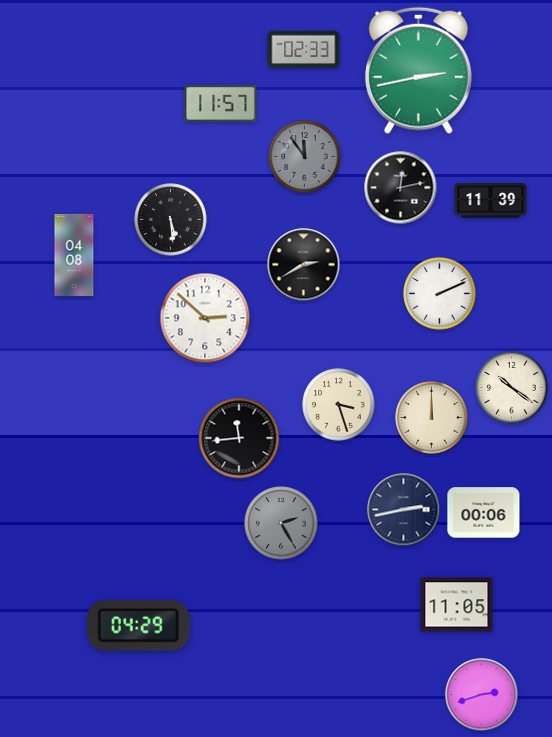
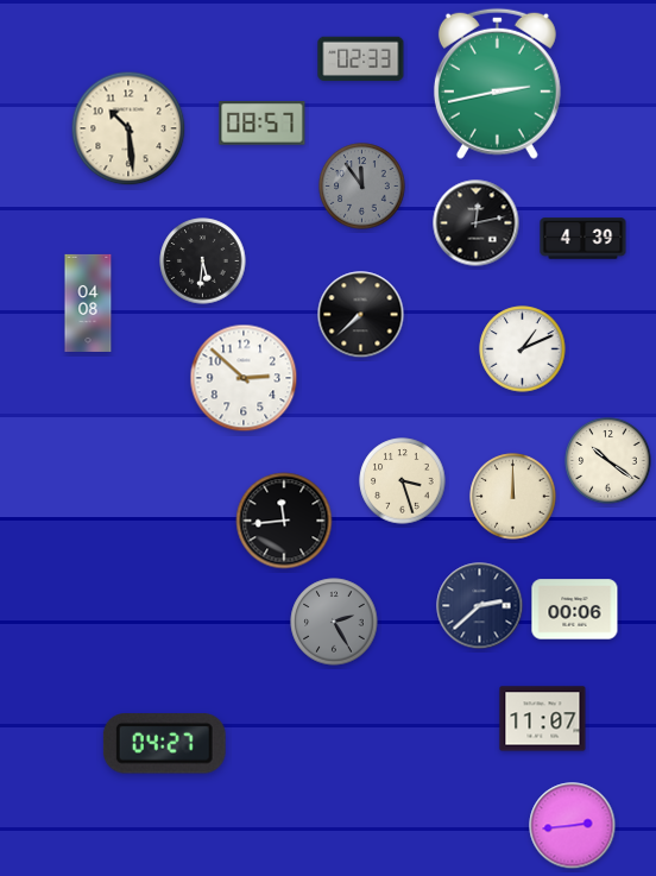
clock at (221, 104): 11:57 -> 08:57
clock at (128, 128): none -> 10:29
clock at (491, 201): 11:39 -> 4:39
clock at (171, 220): 5:29 -> 5:31
clock at (304, 265): 2:40 -> 7:38
clock at (440, 294): 2:11 -> 1:11
clock at (404, 510): 2:43 -> 2:38
clock at (457, 605): 11:05 -> 11:07
clock at (138, 626): 04:29 -> 04:27
clock at (482, 695): 2:42 -> 2:44
